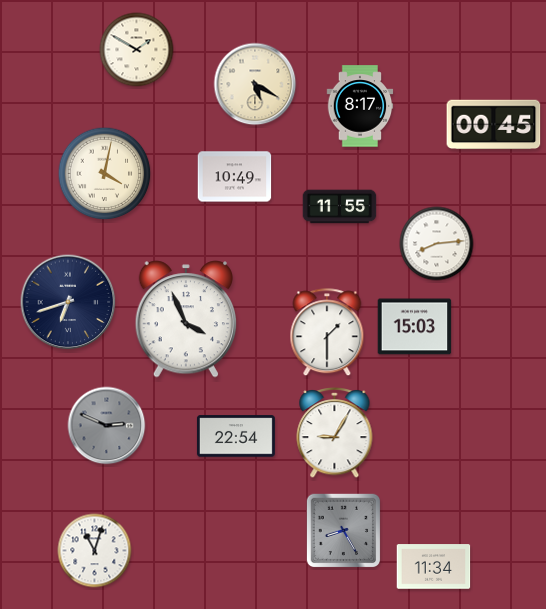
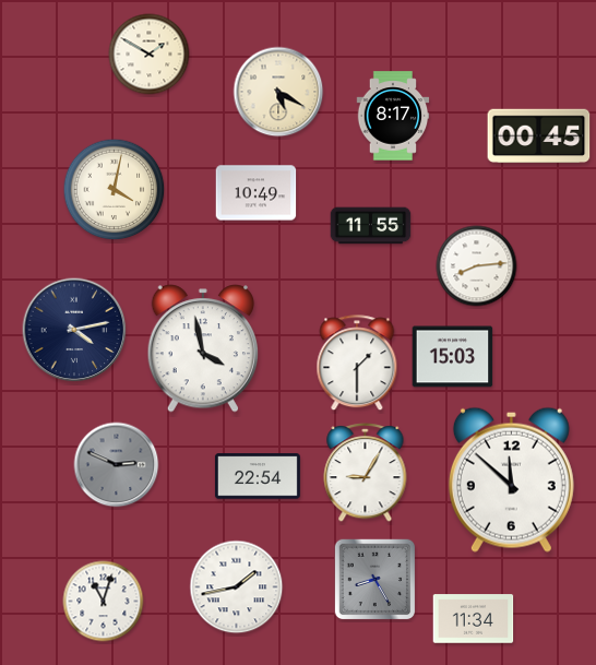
clock at (68, 302): 6:42 -> 4:13
clock at (185, 319): 3:56 -> 3:58
clock at (511, 479): none -> 11:52
clock at (237, 587): none -> 1:43
